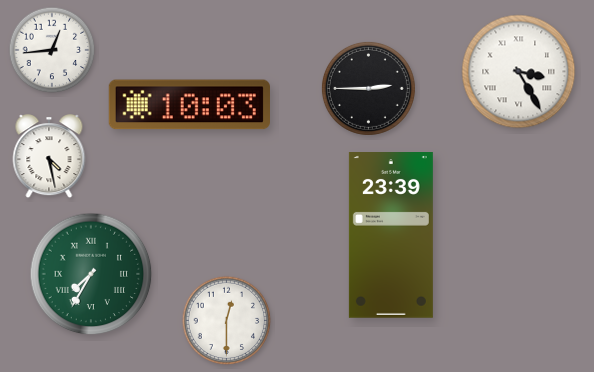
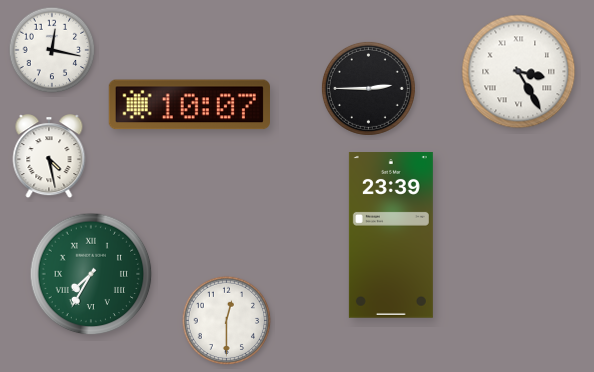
clock at (52, 50): 12:44 -> 12:17
clock at (189, 105): 10:03 -> 10:07
